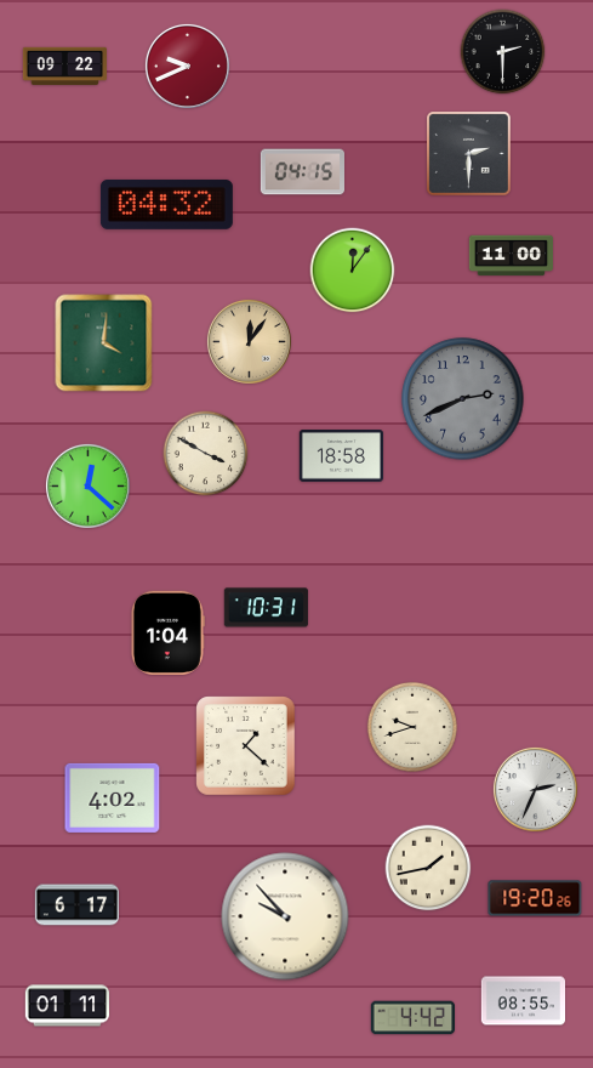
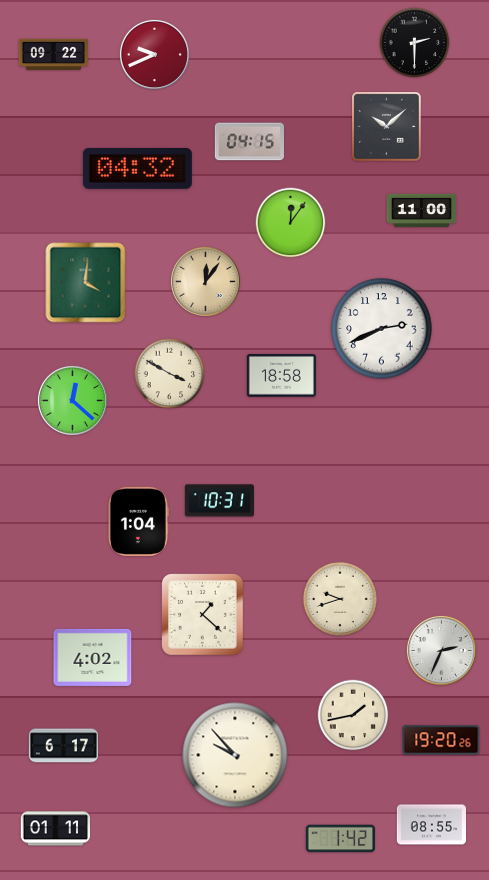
clock at (469, 154): 2:30 -> 10:08
clock at (463, 399) dial: grey -> white
clock at (412, 1018): 4:42 -> 1:42
